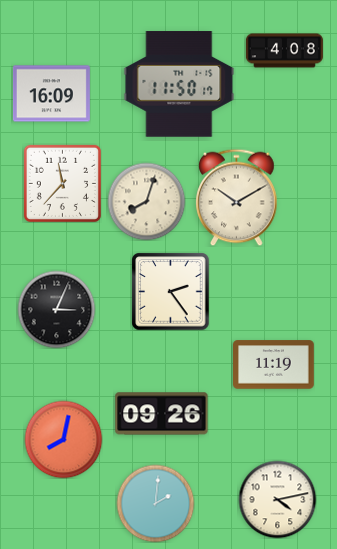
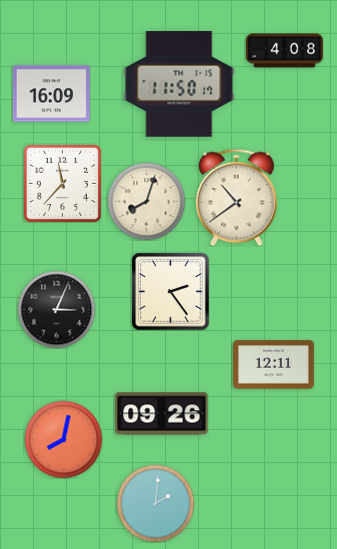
clock at (237, 197): 10:10 -> 10:39
clock at (274, 365): 11:19 -> 12:11
clock at (277, 499): 4:13 -> none
